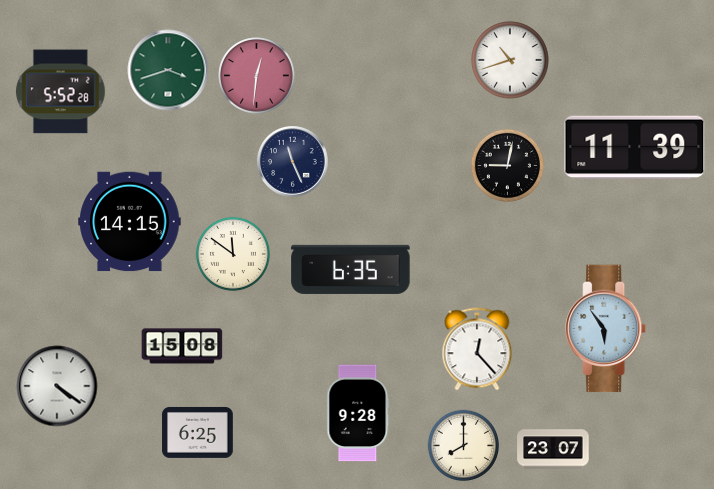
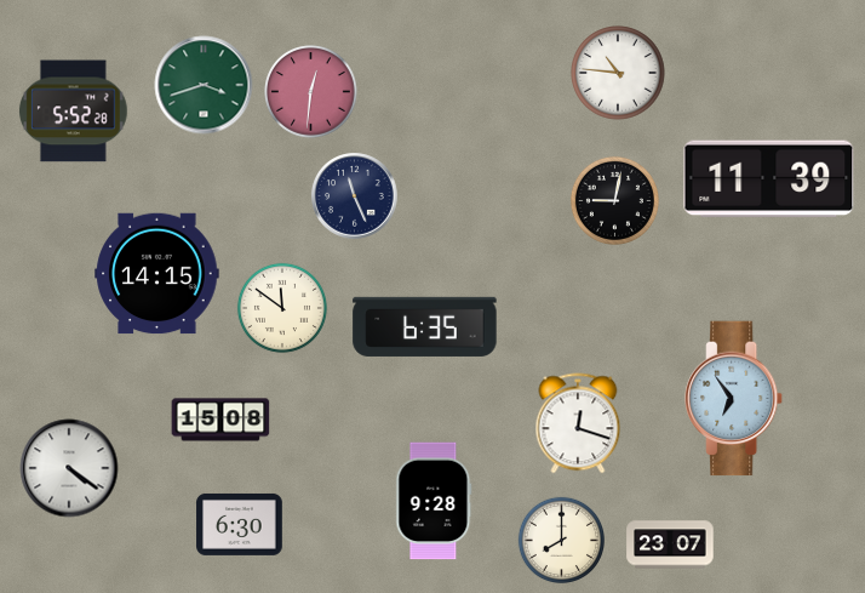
clock at (510, 60): 10:42 -> 10:46
clock at (130, 222) position: (130, 222) -> (157, 274)
clock at (607, 329): 5:54 -> 6:54
clock at (477, 349): 12:23 -> 12:18
clock at (198, 432): 6:25 -> 6:30
